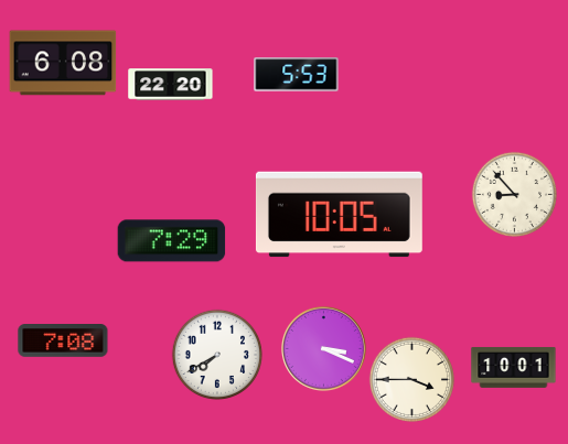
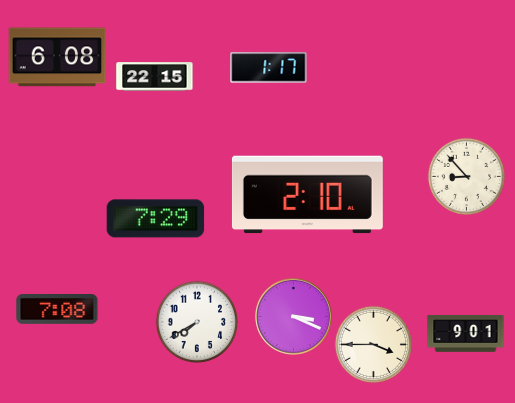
clock at (297, 75): 5:53 -> 1:17
clock at (171, 85): 22:20 -> 22:15
clock at (339, 215): 10:05 -> 2:10
clock at (514, 367): 10:01 -> 9:01
